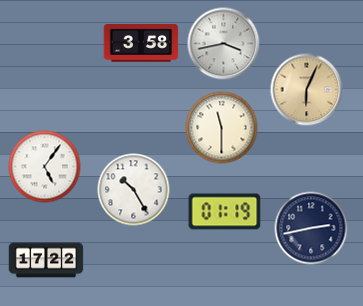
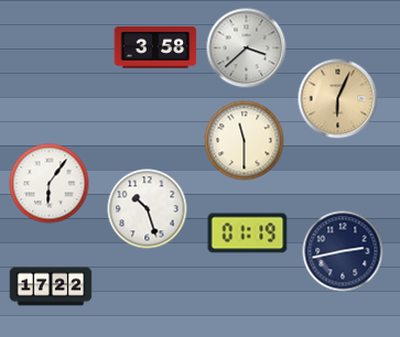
clock at (224, 44): 3:43 -> 3:38
clock at (45, 167): 5:06 -> 6:06
clock at (134, 190): 10:25 -> 10:27
